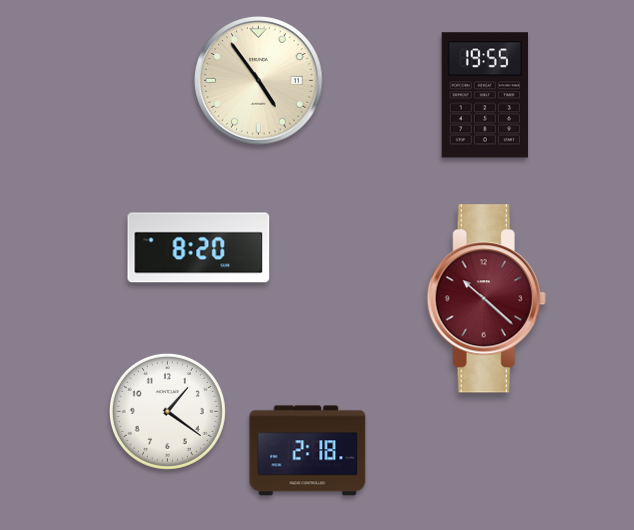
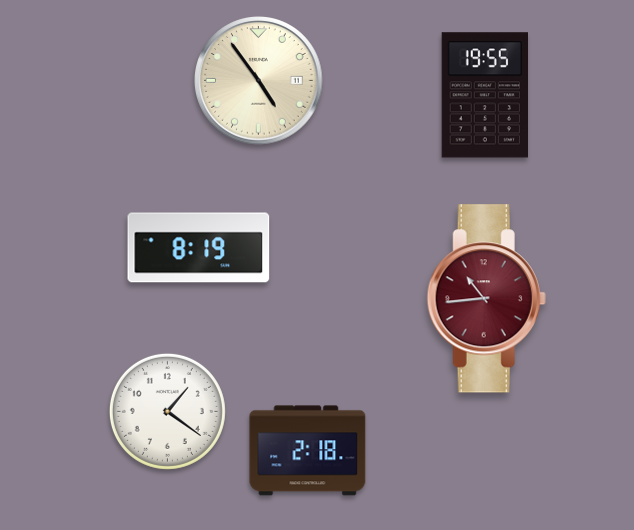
clock at (199, 248): 8:20 -> 8:19
clock at (486, 299): 10:22 -> 10:44
